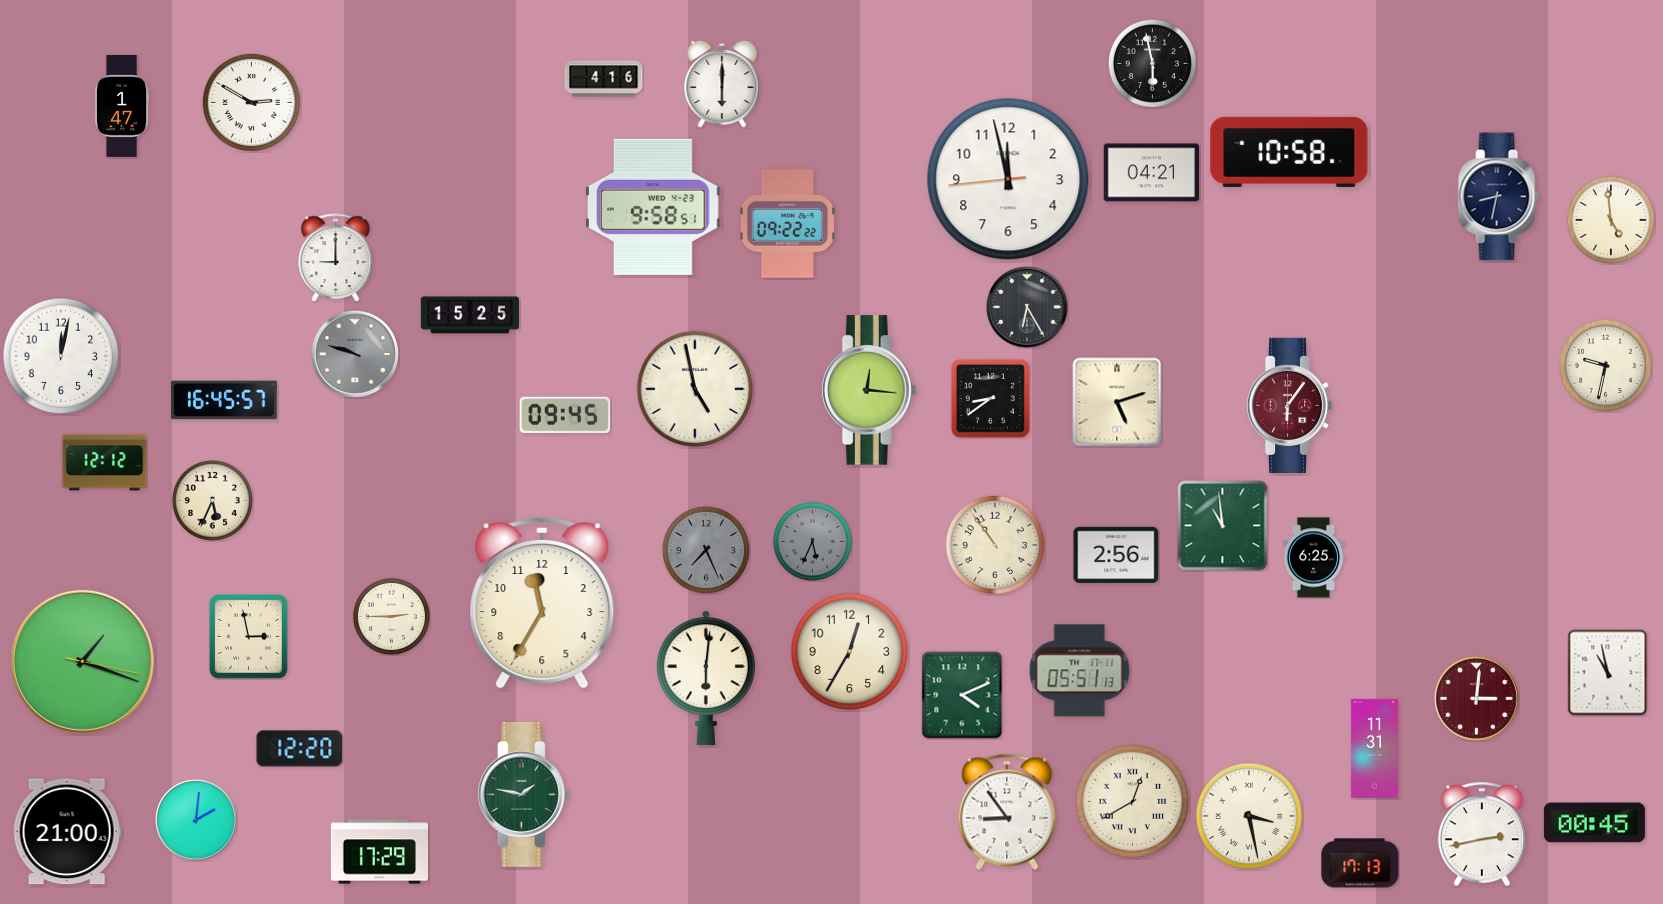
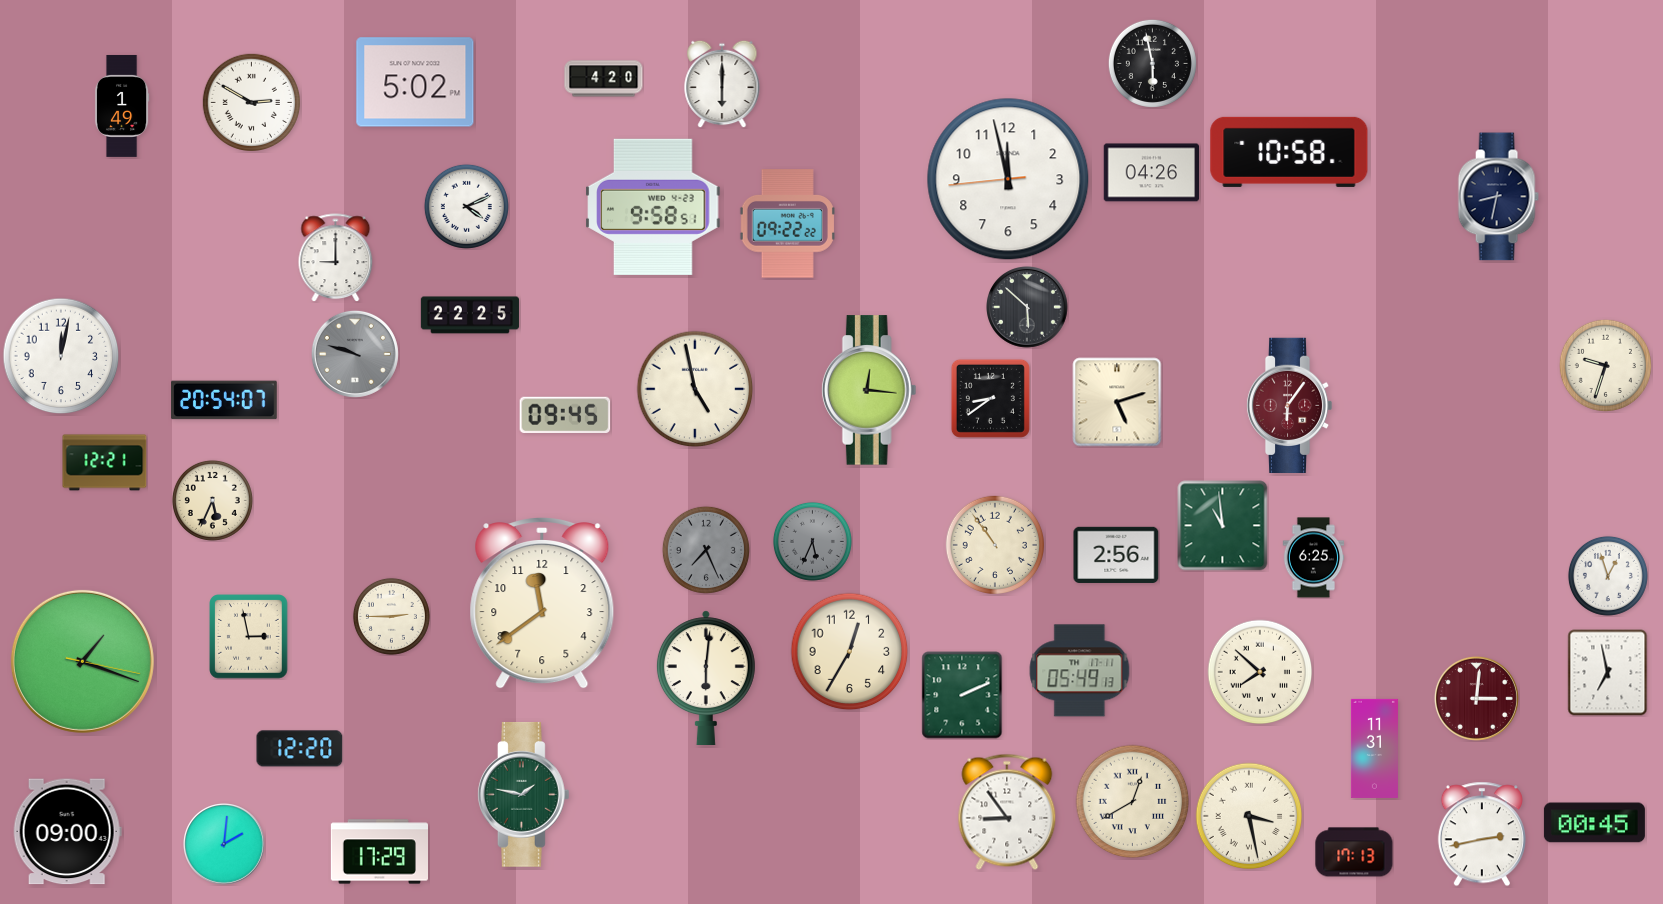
clock at (604, 79): 4:16 -> 4:20
clock at (415, 82): none -> 5:02
clock at (122, 106): 1:47 -> 1:49
clock at (1151, 173): 04:21 -> 04:26
clock at (466, 206): none -> 4:11
clock at (1611, 220): 4:59 -> none
clock at (1028, 308): 6:25 -> 5:52
clock at (470, 315): 15:25 -> 22:25
clock at (1605, 365): 9:32 -> 9:33
clock at (224, 400): 16:45 -> 20:54
clock at (105, 463): 12:12 -> 12:21
clock at (1608, 576): none -> 12:57
clock at (542, 604): 11:35 -> 11:39
clock at (1080, 671): 05:51 -> 05:49
clock at (1260, 672): none -> 7:52
clock at (1608, 673): 10:58 -> 6:58
clock at (962, 695): 4:11 -> 2:11
clock at (197, 821) position: (197, 821) -> (225, 845)
clock at (67, 832): 21:00 -> 09:00
clock at (1360, 863) position: (1360, 863) -> (1354, 852)
